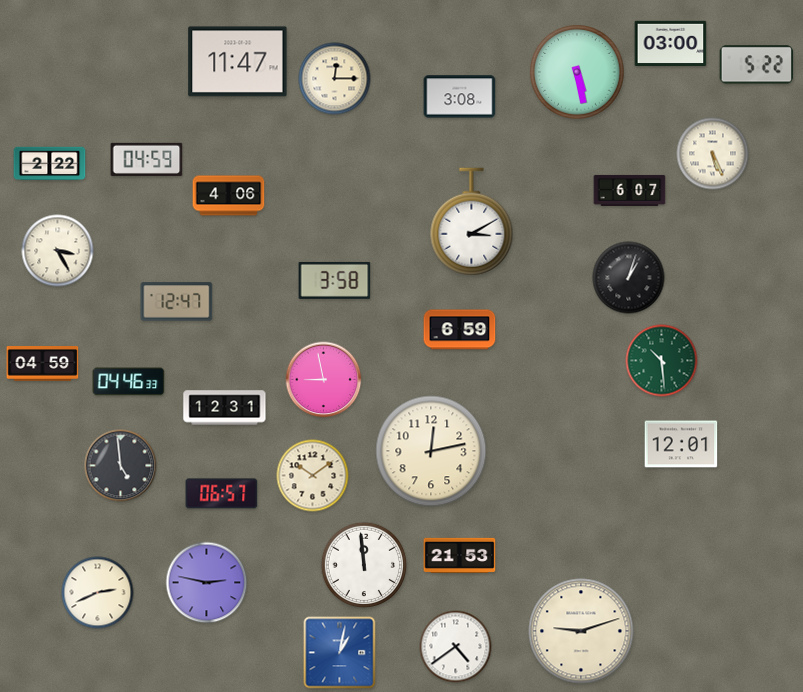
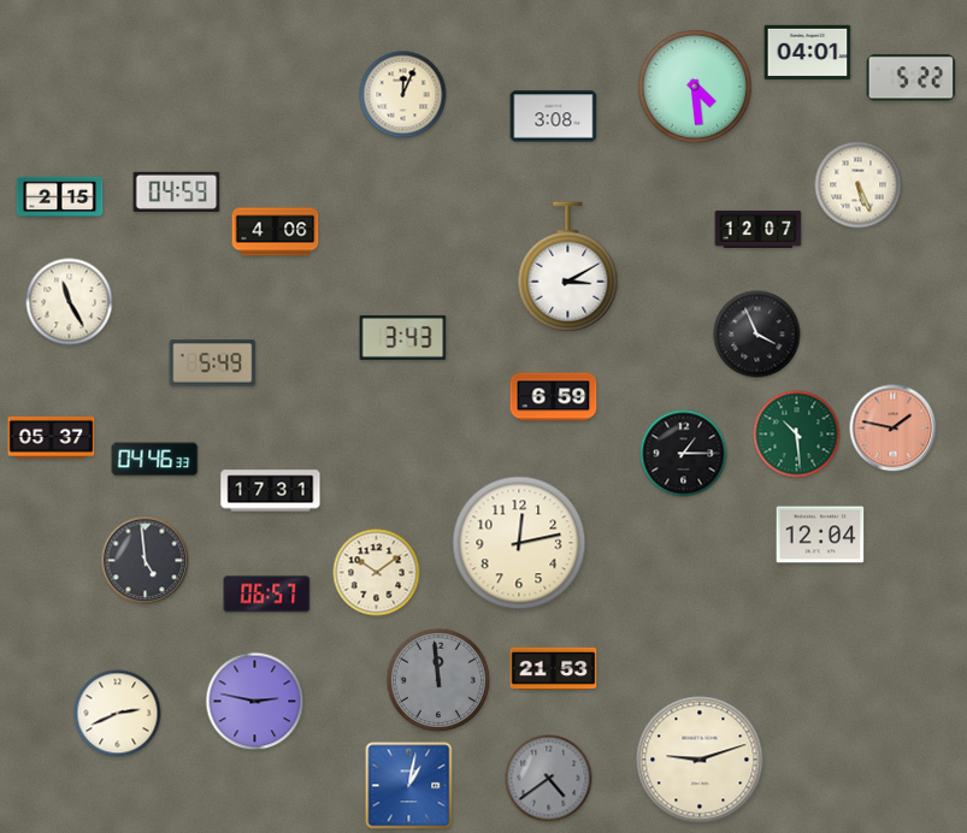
clock at (671, 44): 03:00 -> 04:01
clock at (238, 62): 11:47 -> none
clock at (577, 72): 5:28 -> 4:29
clock at (335, 79): 12:15 -> 12:04
clock at (50, 164): 2:22 -> 2:15
clock at (630, 190): 6:07 -> 12:07
clock at (229, 196) position: (229, 196) -> (276, 232)
clock at (58, 251): 3:25 -> 11:25
clock at (629, 278): 1:03 -> 3:56
clock at (335, 280): 3:58 -> 3:43
clock at (177, 302): 12:47 -> 5:49
clock at (894, 429): none -> 1:47
clock at (43, 364): 04:59 -> 05:37
clock at (684, 454): none -> 1:15
clock at (324, 380): 8:58 -> none
clock at (225, 408): 12:31 -> 17:31
clock at (681, 444): 12:01 -> 12:04
clock at (364, 565) dial: white -> grey
clock at (207, 583) position: (207, 583) -> (255, 702)
clock at (456, 647) dial: white -> grey
